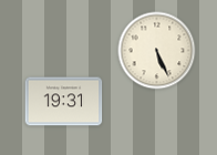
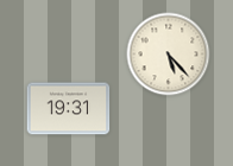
clock at (157, 51): 5:26 -> 5:23
